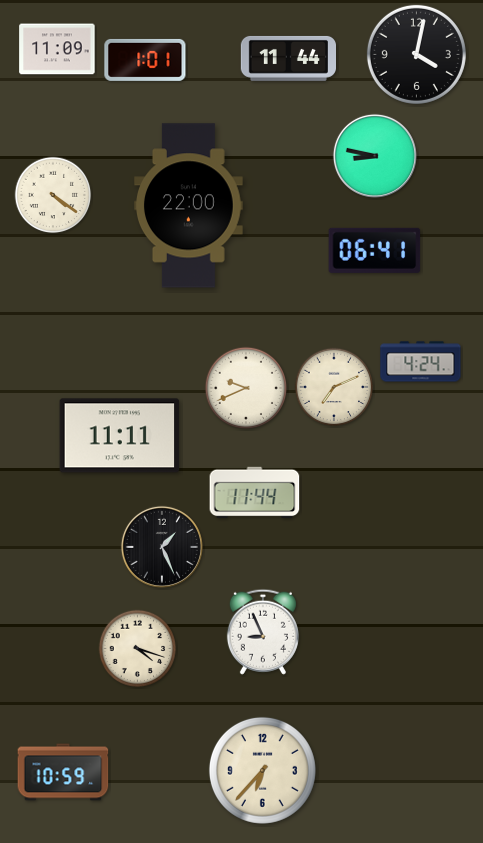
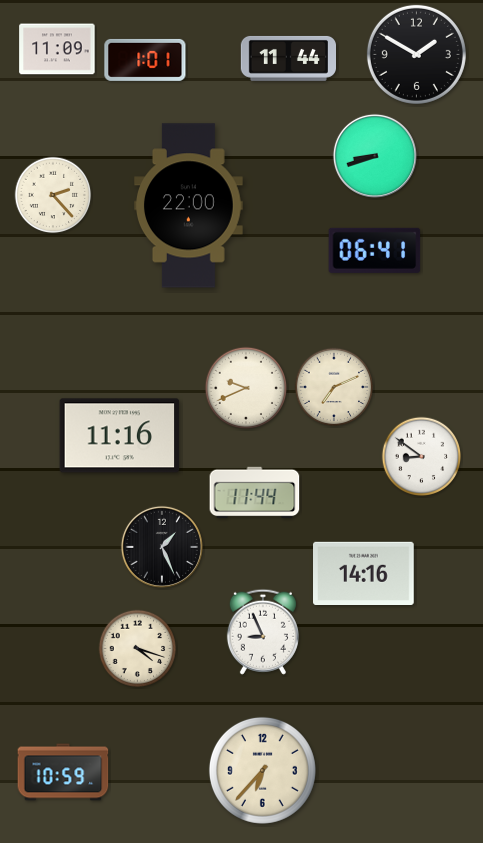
clock at (416, 54): 4:02 -> 1:50
clock at (375, 156): 8:47 -> 8:42
clock at (53, 195): 4:21 -> 2:23
clock at (421, 362): 4:24 -> none
clock at (120, 436): 11:11 -> 11:16
clock at (422, 457): none -> 8:51
clock at (364, 573): none -> 14:16
